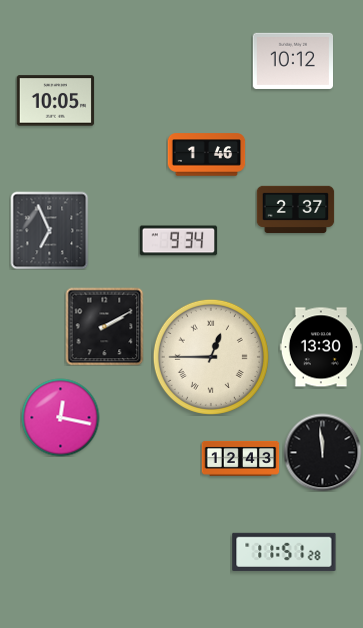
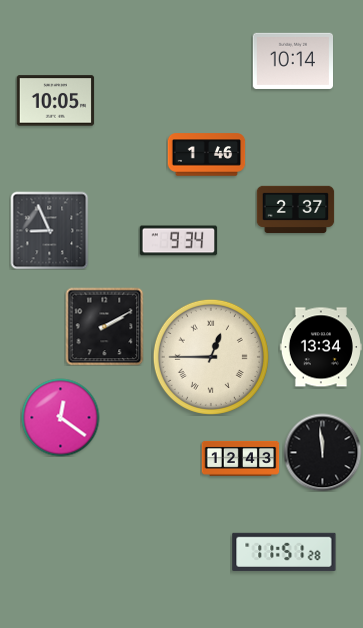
clock at (292, 60): 10:12 -> 10:14
clock at (49, 230): 6:56 -> 8:56
clock at (321, 347): 13:30 -> 13:34
clock at (60, 417): 12:17 -> 12:21
